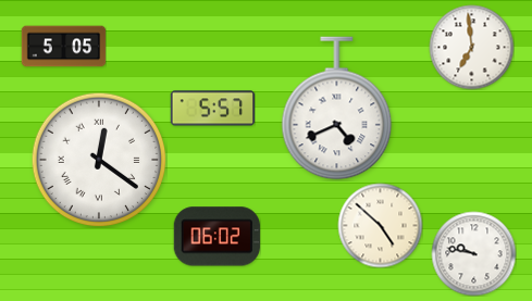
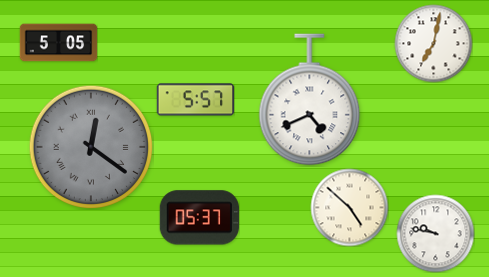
clock at (471, 47): 6:59 -> 7:02
clock at (99, 160) dial: white -> grey
clock at (216, 237): 06:02 -> 05:37
